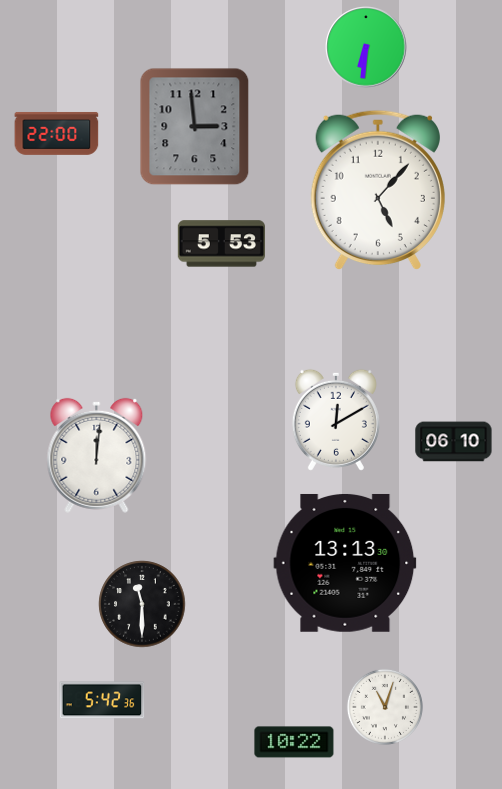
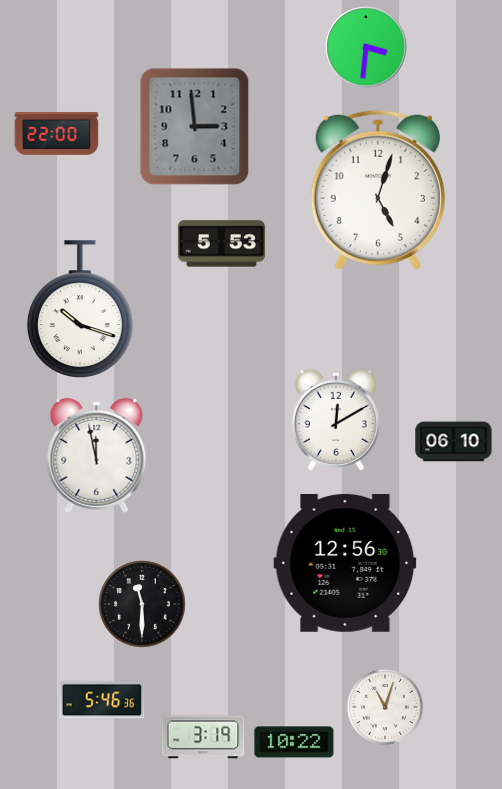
clock at (366, 47): 6:31 -> 3:31
clock at (378, 190): 5:07 -> 5:03
clock at (80, 309): none -> 10:18
clock at (97, 455): 12:01 -> 11:58
clock at (345, 563): 13:13 -> 12:56
clock at (102, 700): 5:42 -> 5:46
clock at (203, 737): none -> 3:19
